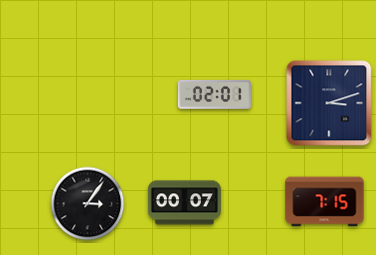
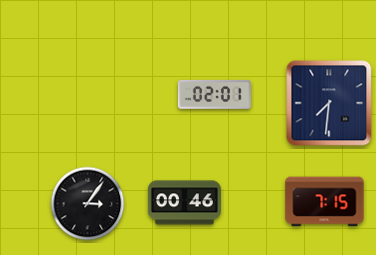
clock at (329, 103): 3:12 -> 7:31
clock at (184, 203): 00:07 -> 00:46
